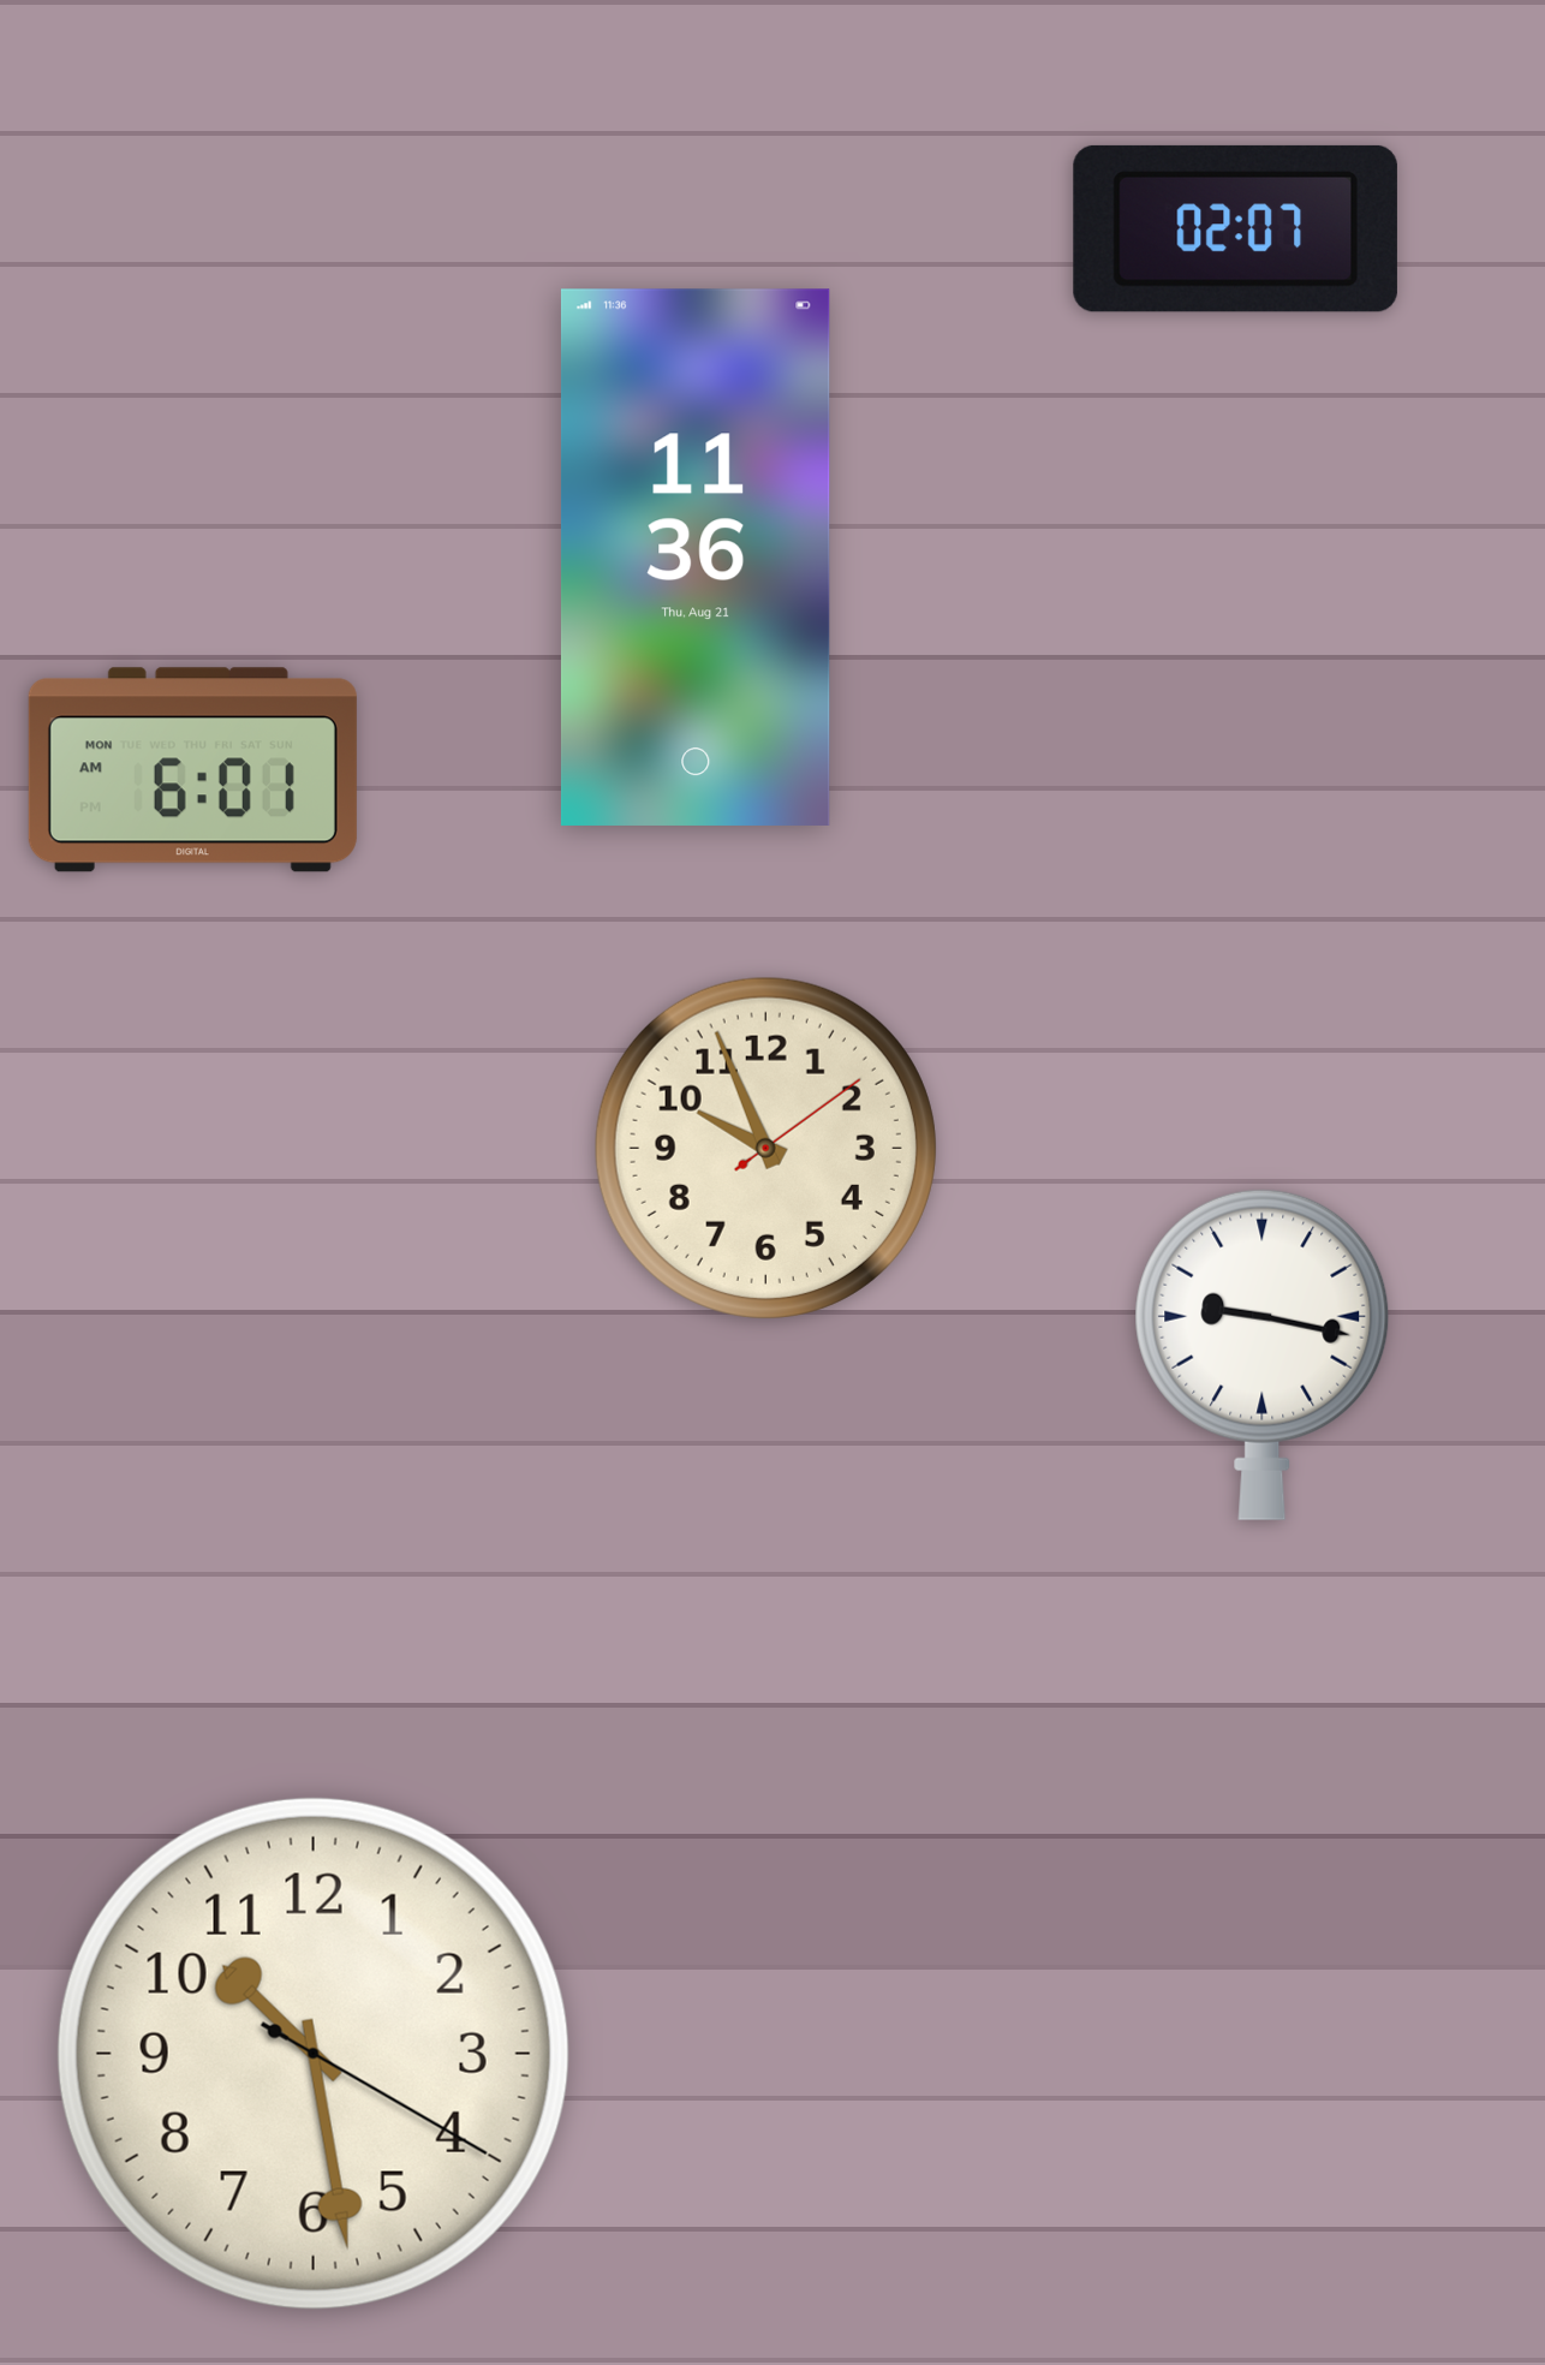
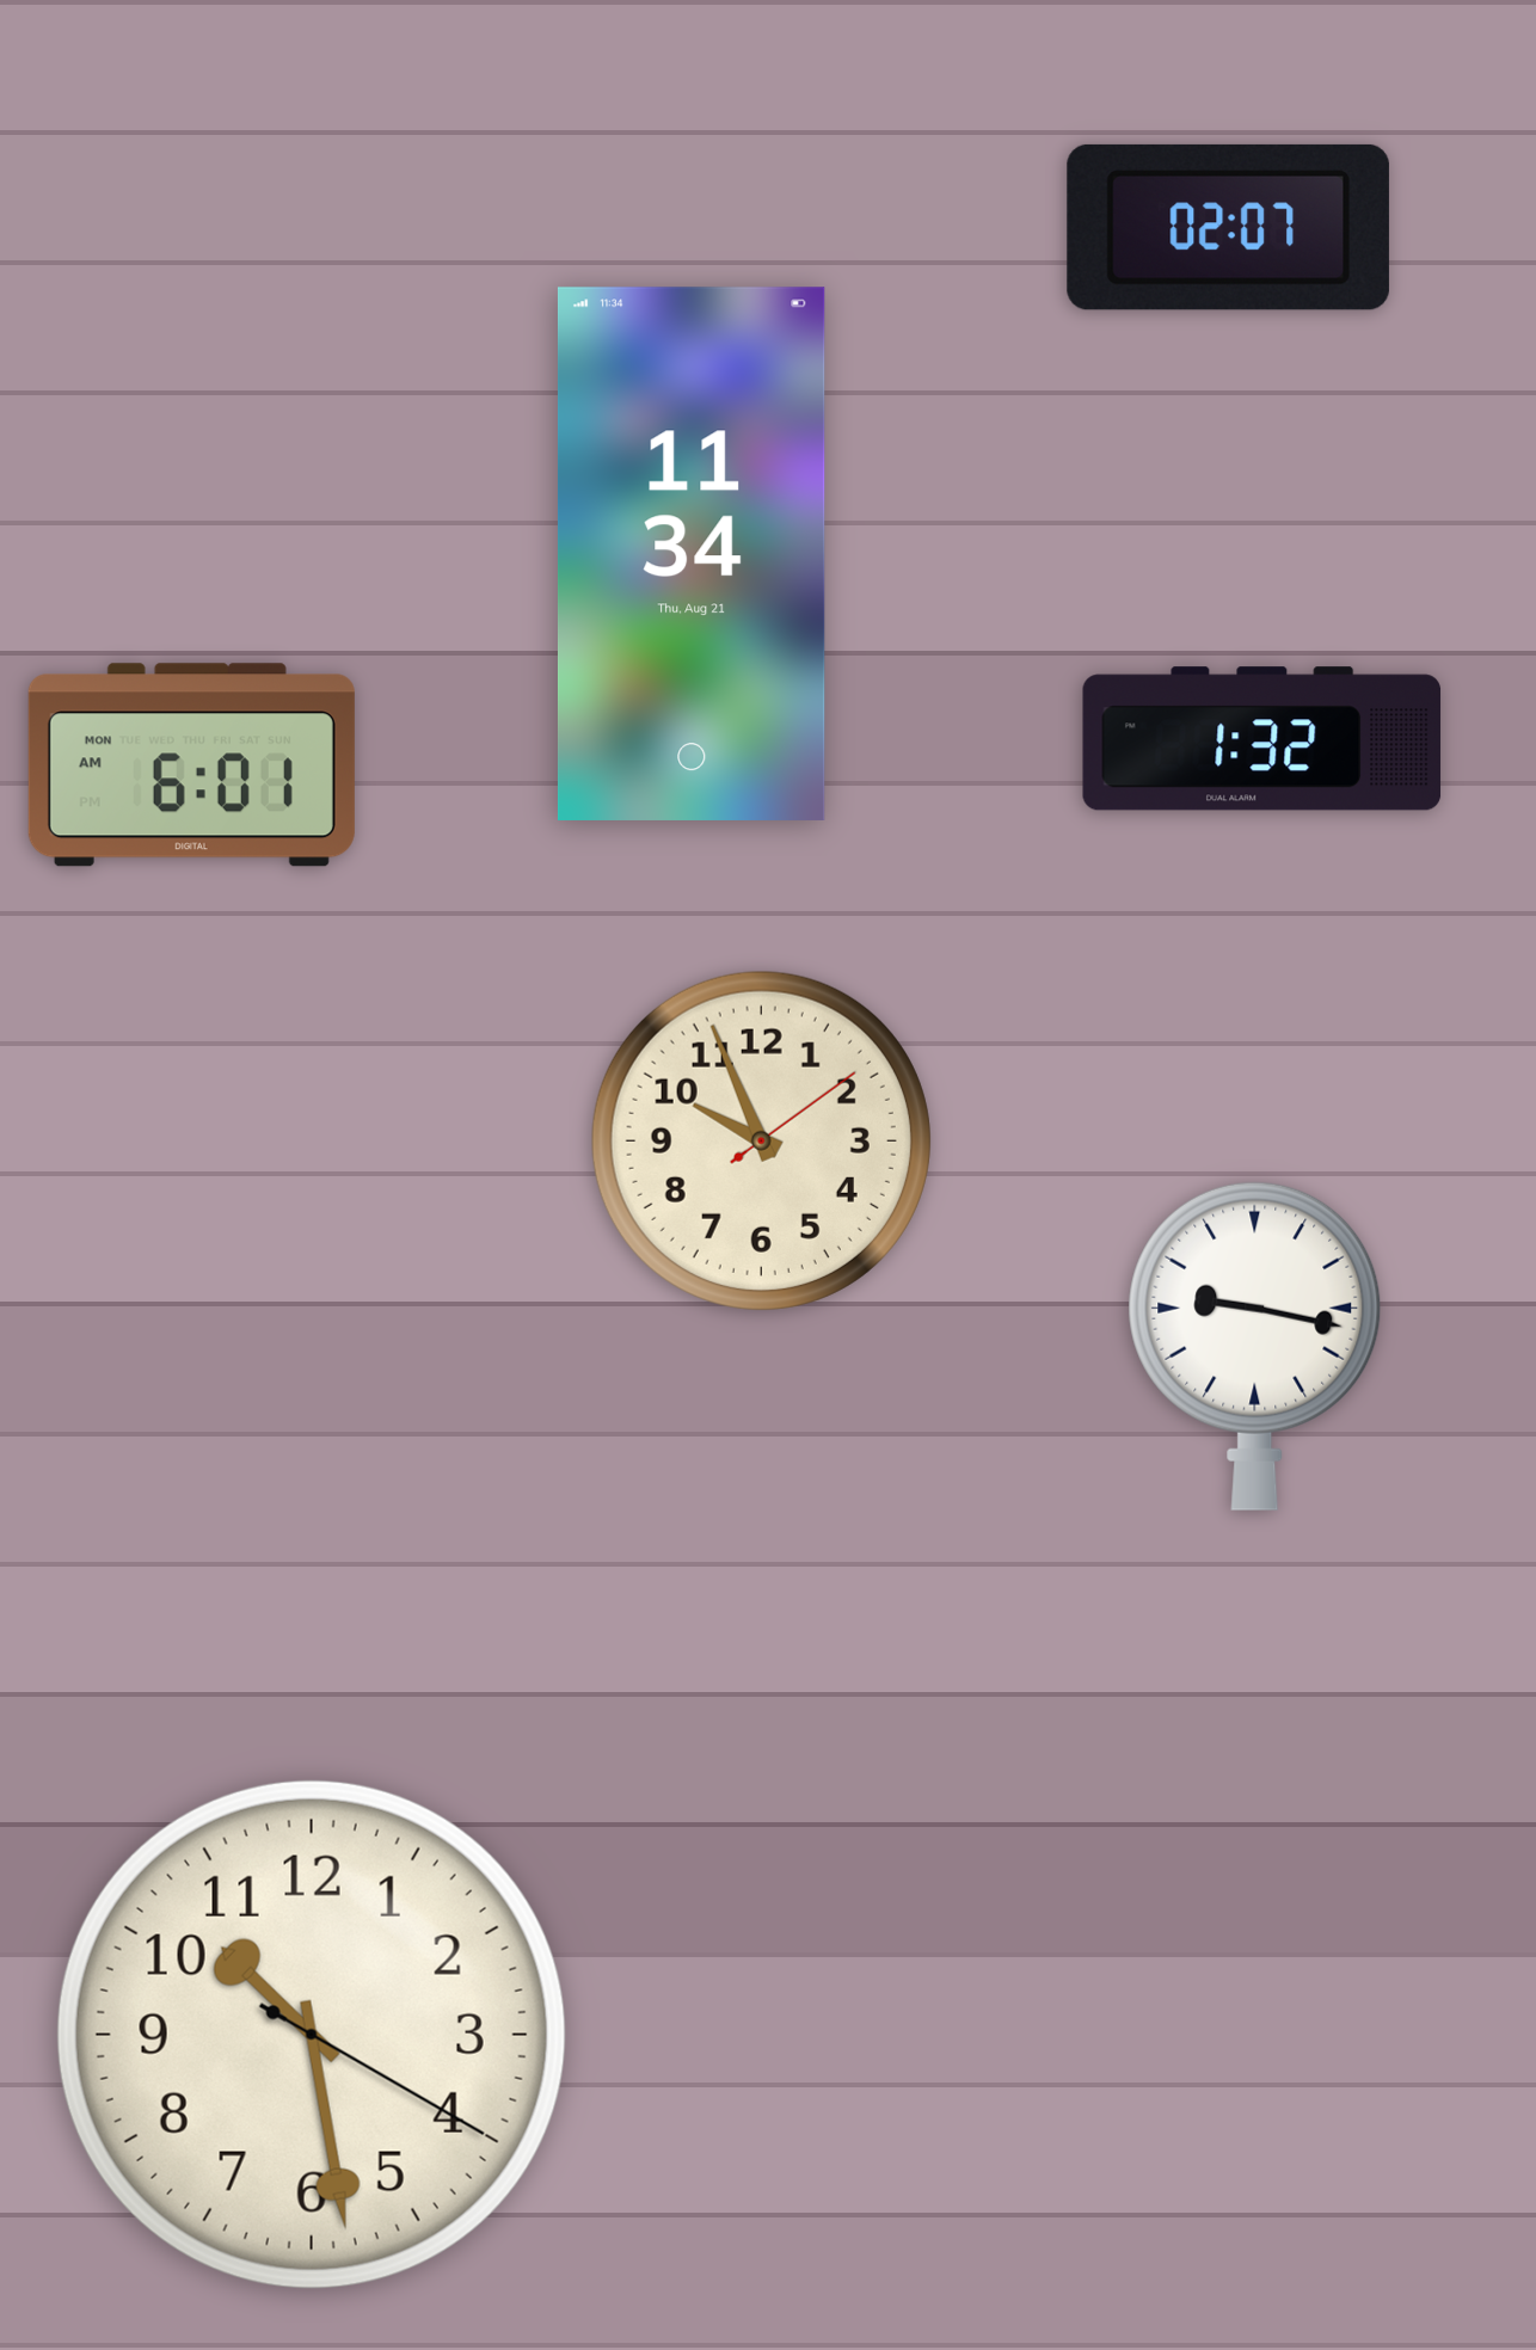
clock at (696, 558): 11:36 -> 11:34
clock at (1262, 739): none -> 1:32
clock at (314, 2054) position: (314, 2054) -> (312, 2035)
